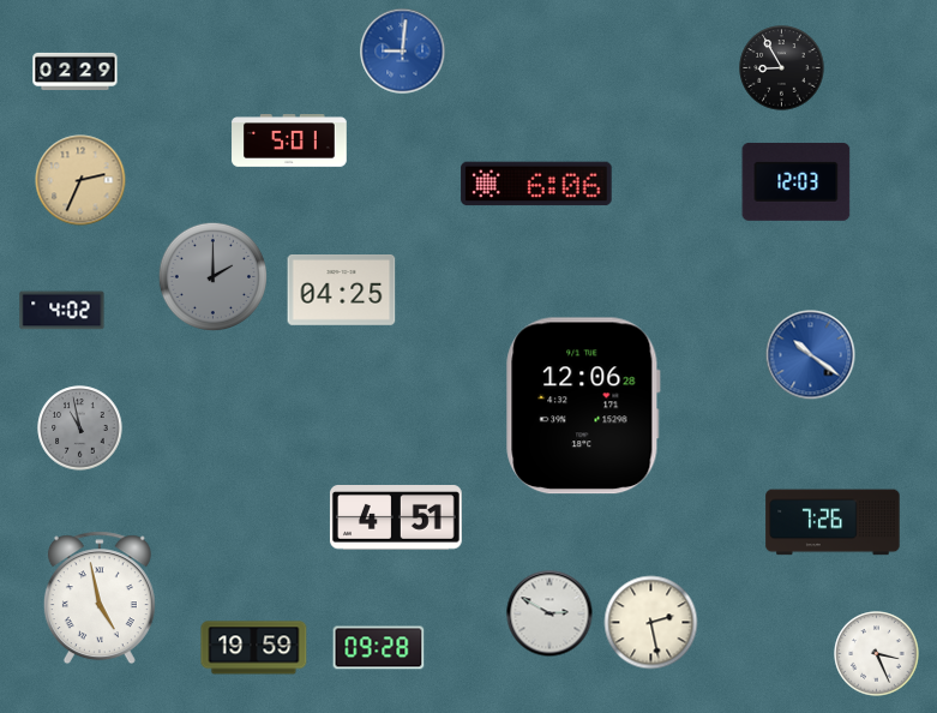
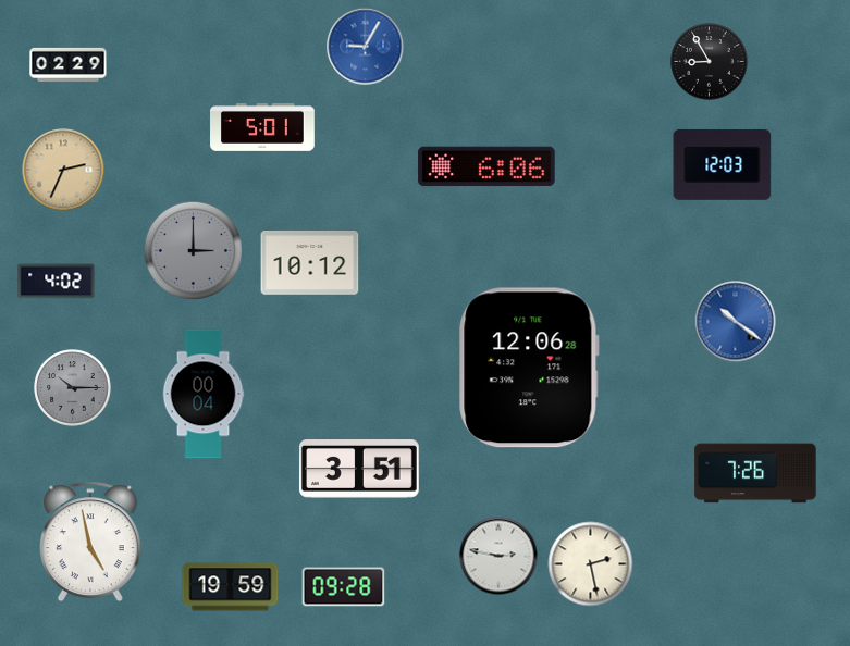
clock at (403, 52): 9:01 -> 9:05
clock at (80, 180) position: (80, 180) -> (63, 170)
clock at (212, 276): 2:00 -> 3:00
clock at (342, 290): 04:25 -> 10:12
clock at (80, 429): 10:58 -> 10:15
clock at (204, 394): none -> 00:04
clock at (396, 519): 4:51 -> 3:51
clock at (549, 613): 2:50 -> 2:47
clock at (877, 654): 3:26 -> none
